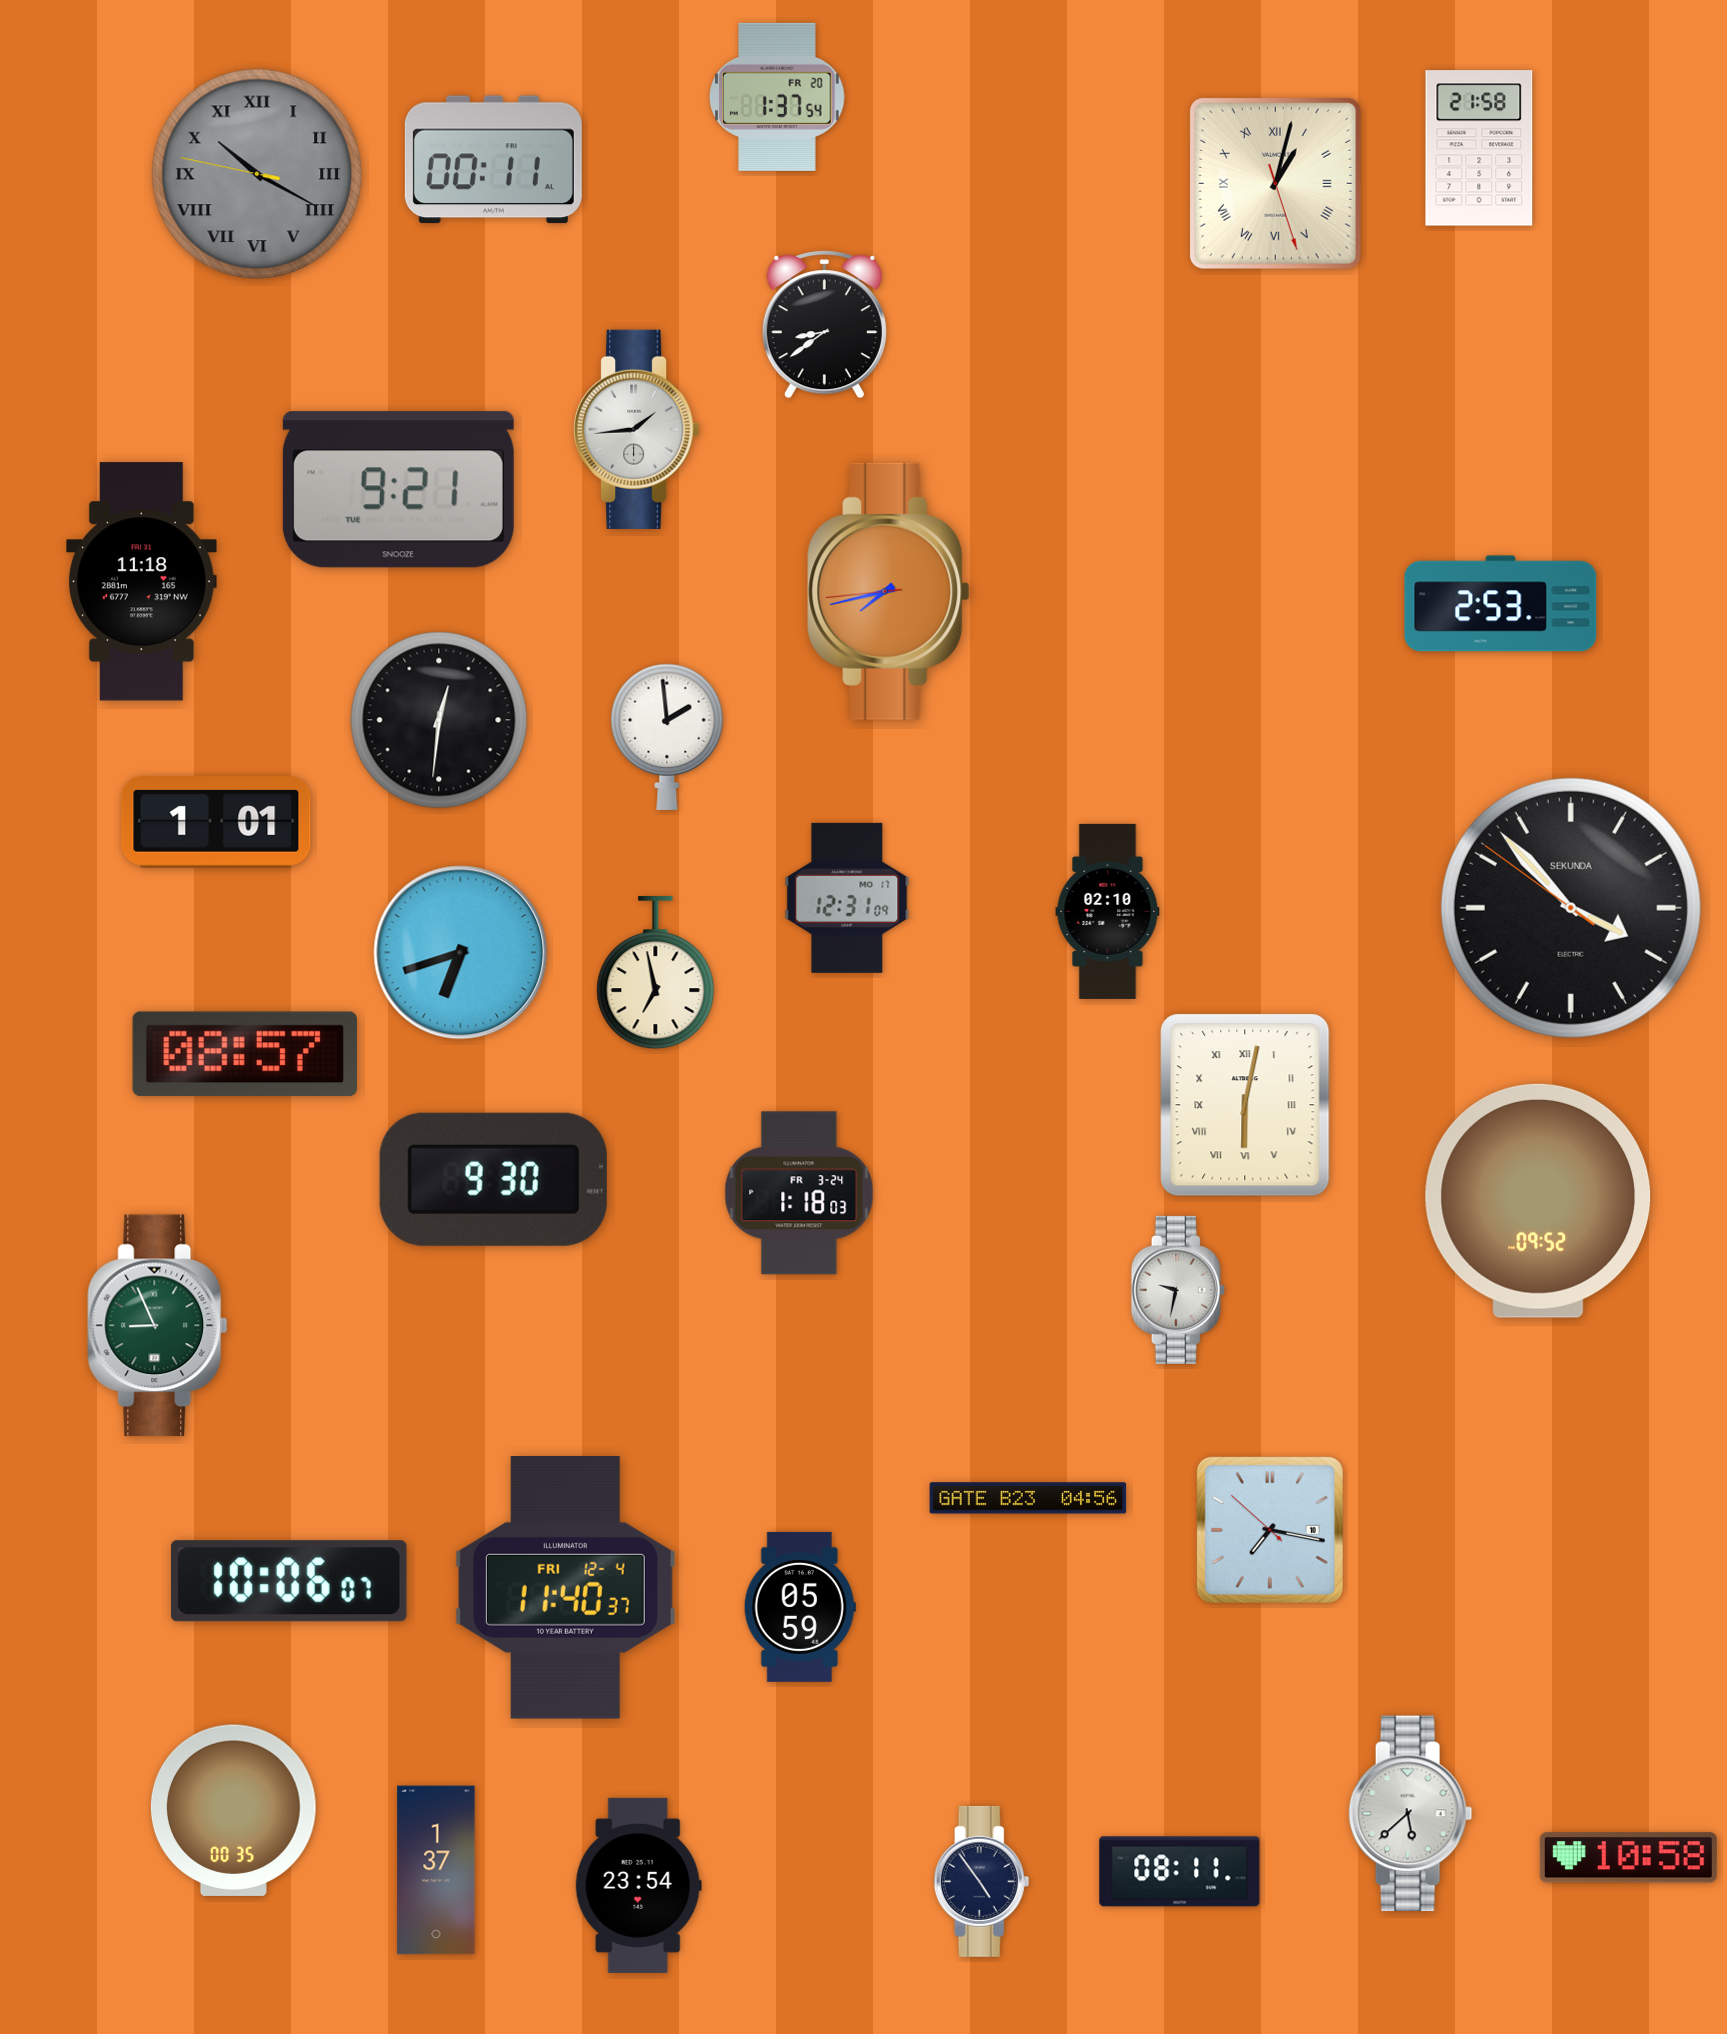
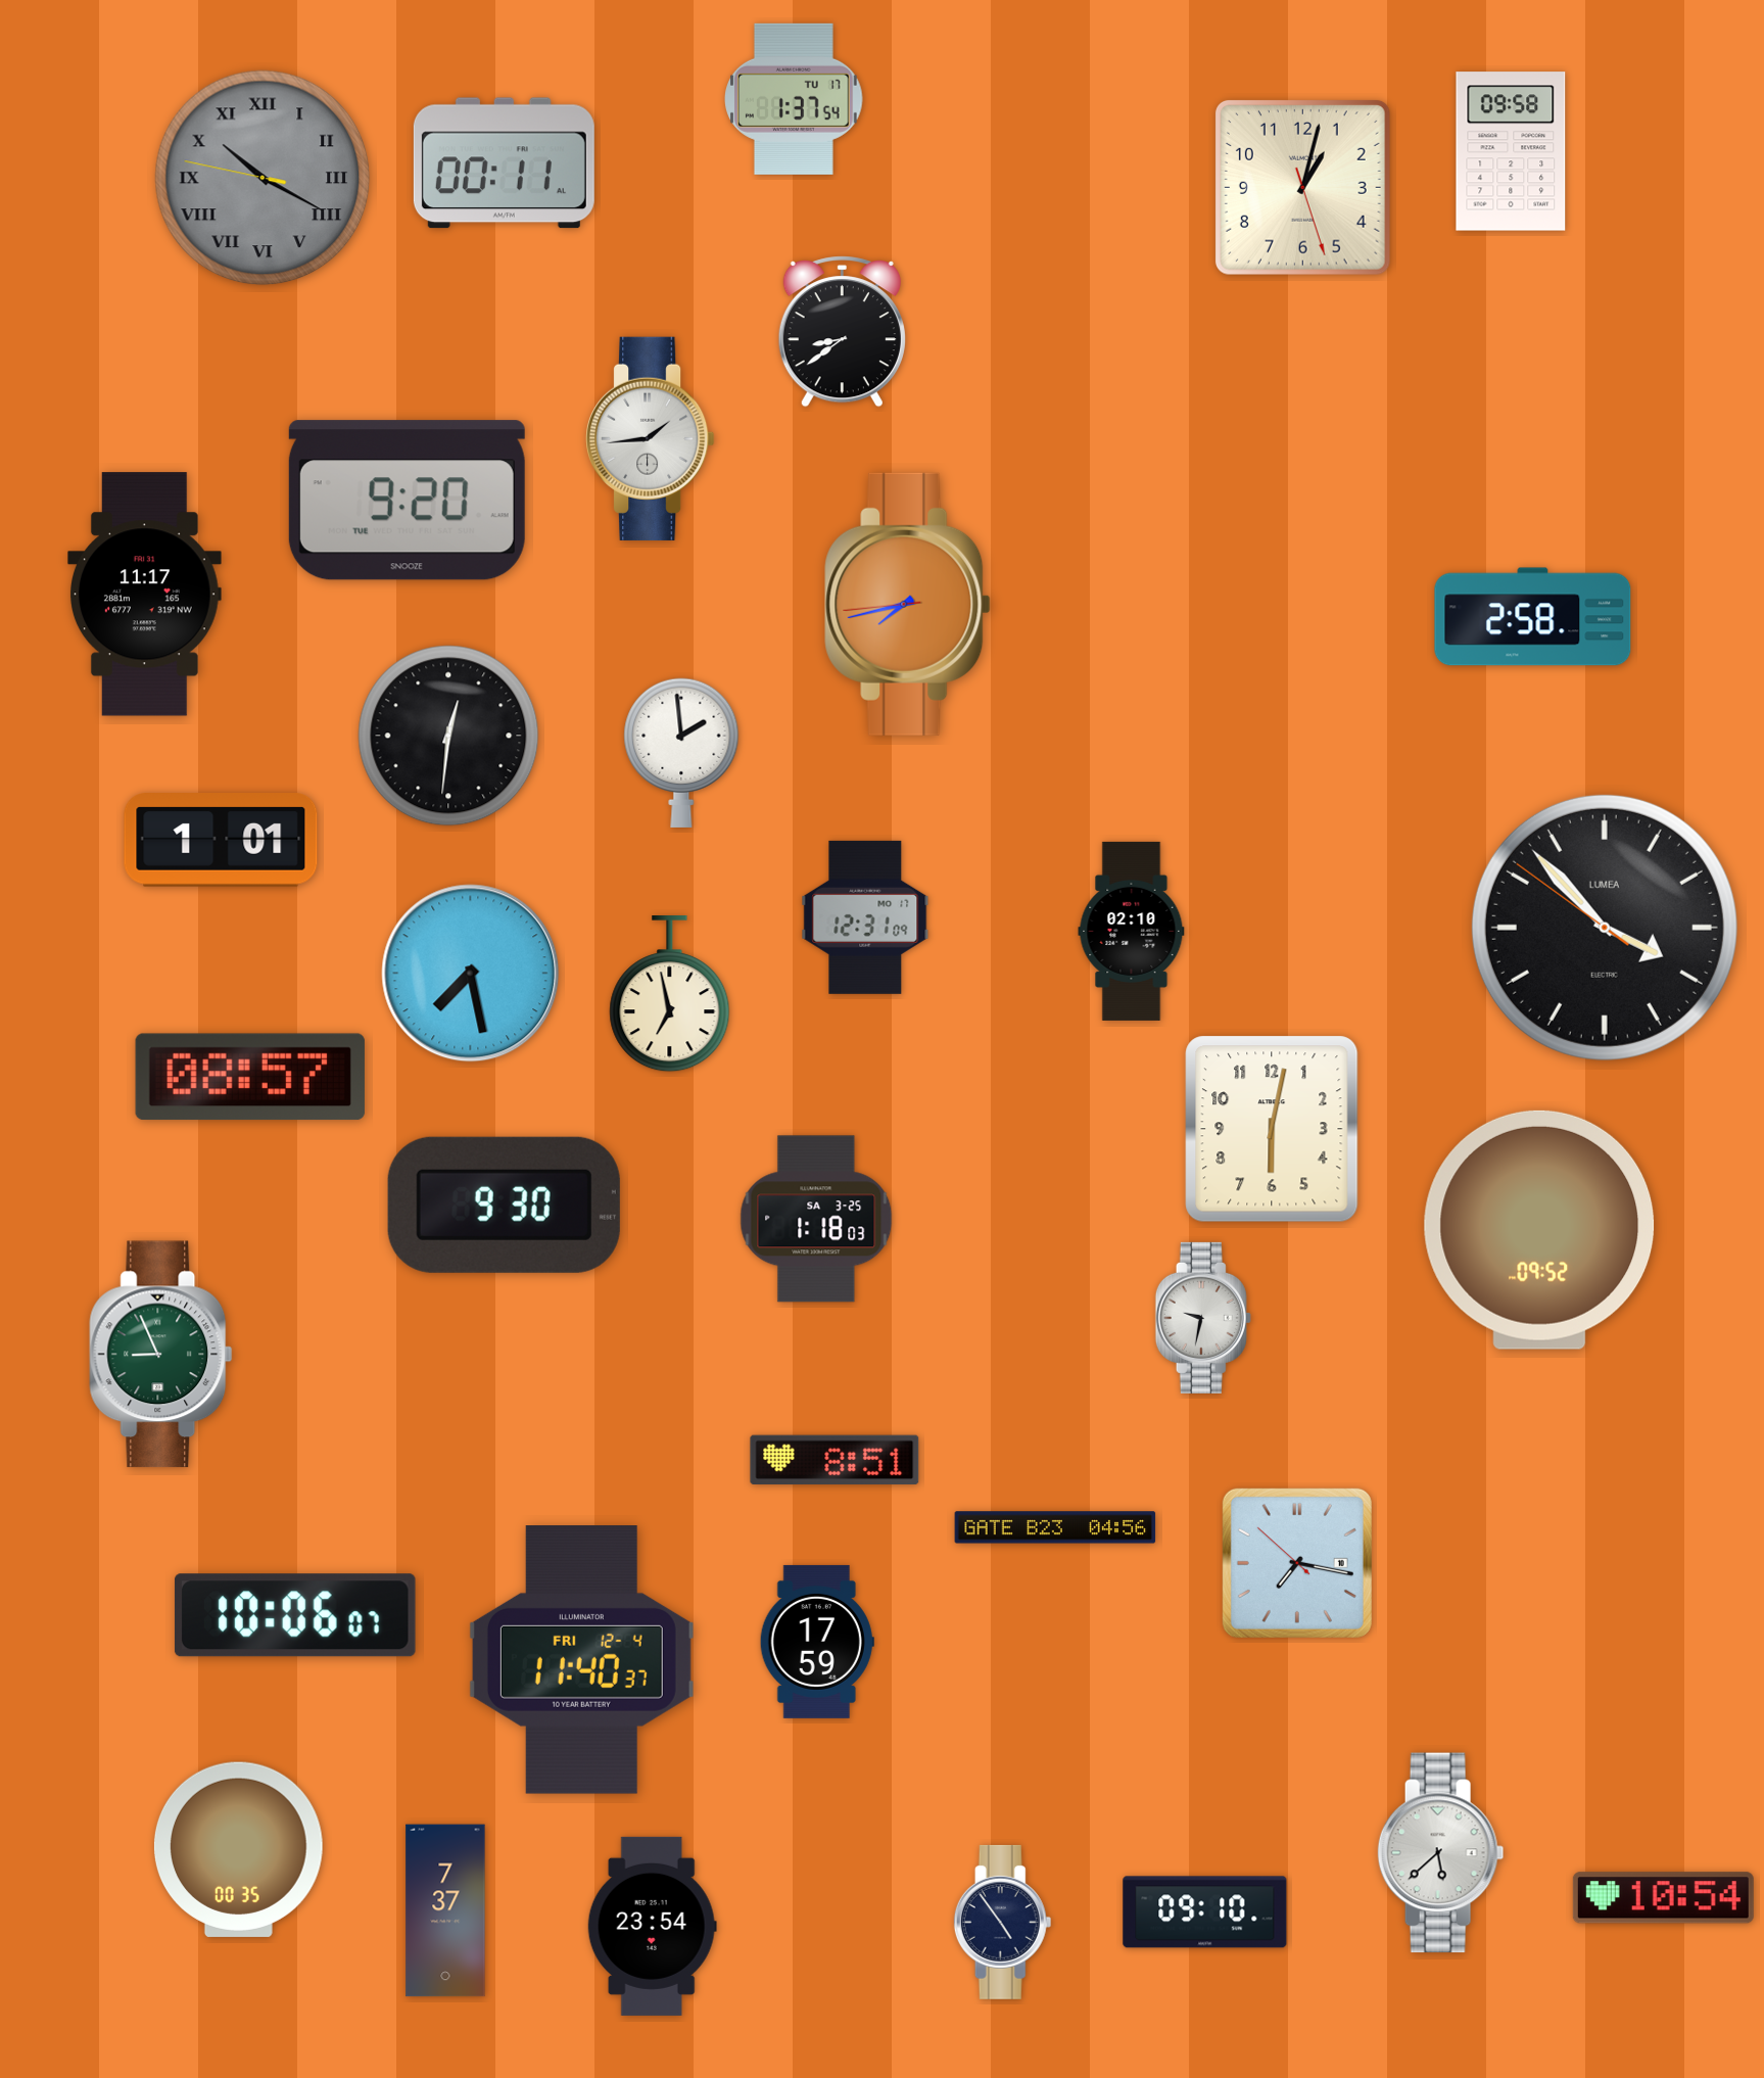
clock at (777, 97) date: FR 20 -> TU 17
clock at (1479, 148): 21:58 -> 09:58
clock at (1275, 183) numerals: Roman -> Arabic
clock at (398, 490): 9:21 -> 9:20
clock at (141, 582): 11:18 -> 11:17
clock at (1501, 604): 2:53 -> 2:58
clock at (1571, 908) brand: SEKUNDA -> LUMEA
clock at (461, 953): 6:42 -> 7:28
clock at (1245, 1105) numerals: Roman -> Arabic
clock at (799, 1193) date: FR 3-24 -> SA 3-25
clock at (1538, 1201) position: (1538, 1201) -> (1539, 1230)
clock at (835, 1460): none -> 8:51
clock at (1028, 1498) position: (1028, 1498) -> (1055, 1527)
clock at (565, 1588) position: (565, 1588) -> (581, 1660)
clock at (800, 1607): 05:59 -> 17:59
clock at (1628, 1858): 10:58 -> 10:54
clock at (436, 1870): 1:37 -> 7:37
clock at (1180, 1872): 08:11 -> 09:10
